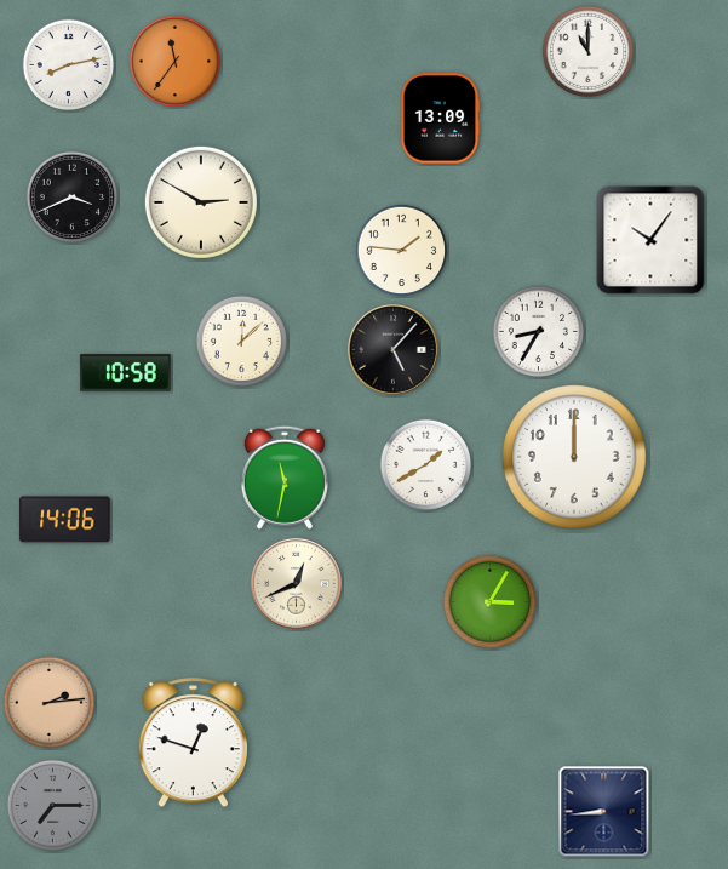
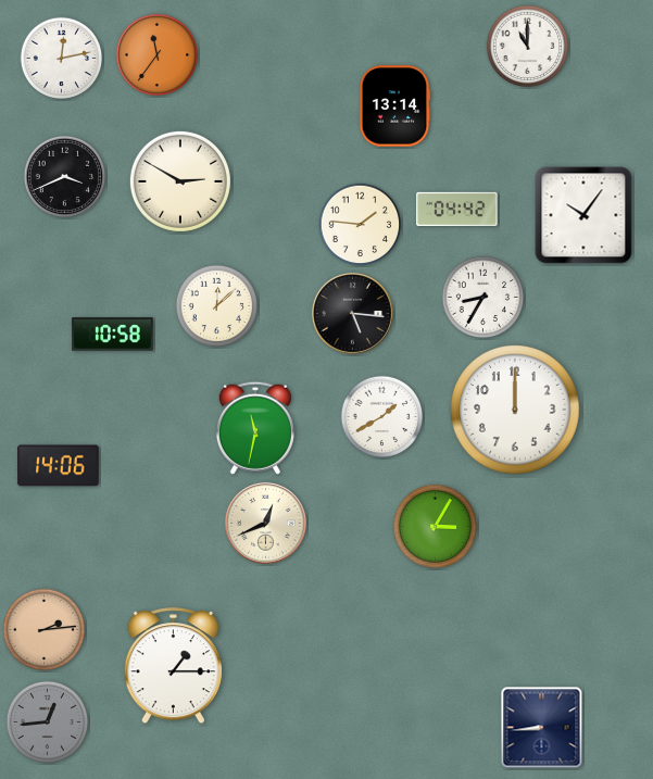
clock at (69, 65): 8:13 -> 12:13
clock at (440, 119): 13:09 -> 13:14
clock at (457, 209): none -> 04:42
clock at (392, 349): 5:07 -> 5:16
clock at (491, 602) position: (491, 602) -> (436, 527)
clock at (193, 743): 12:48 -> 1:15
clock at (53, 806): 7:15 -> 12:44
